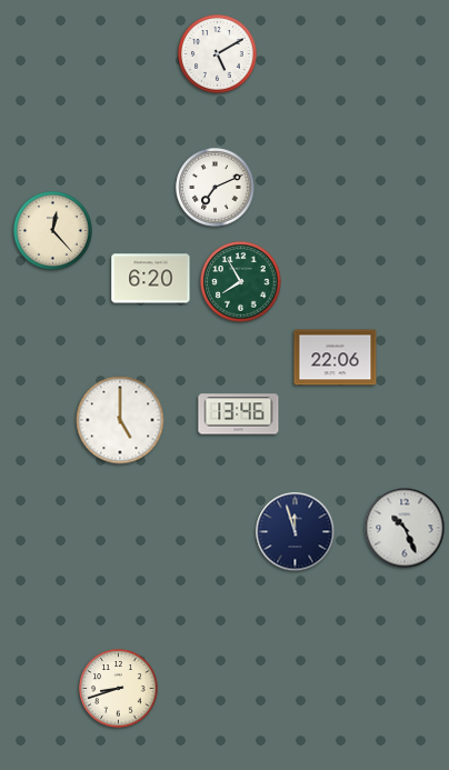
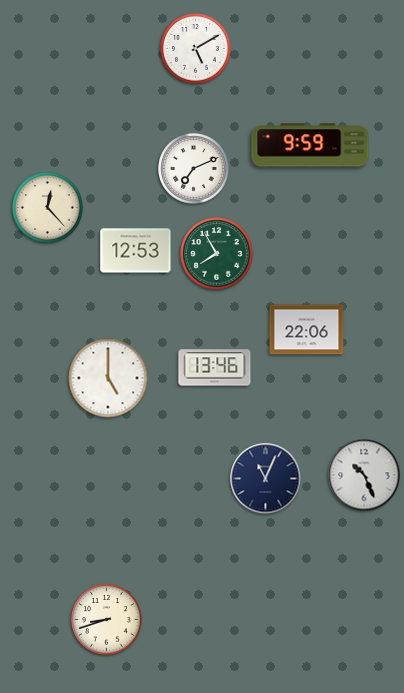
clock at (310, 145): none -> 9:59
clock at (151, 279): 6:20 -> 12:53
clock at (336, 358) position: (336, 358) -> (307, 330)
clock at (239, 414) position: (239, 414) -> (215, 368)
clock at (296, 532): 11:57 -> 11:04
